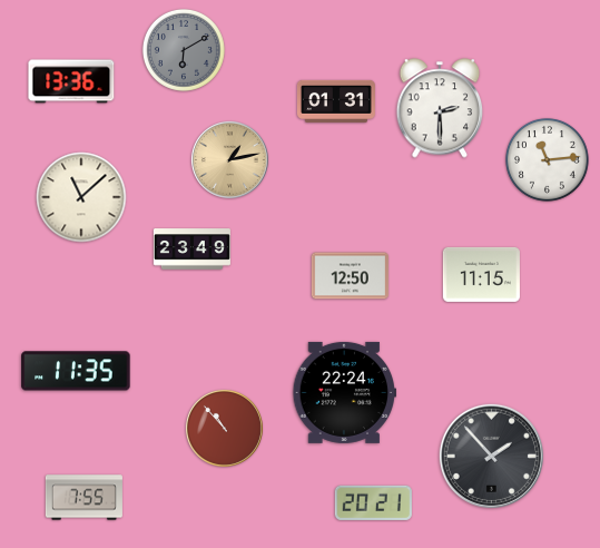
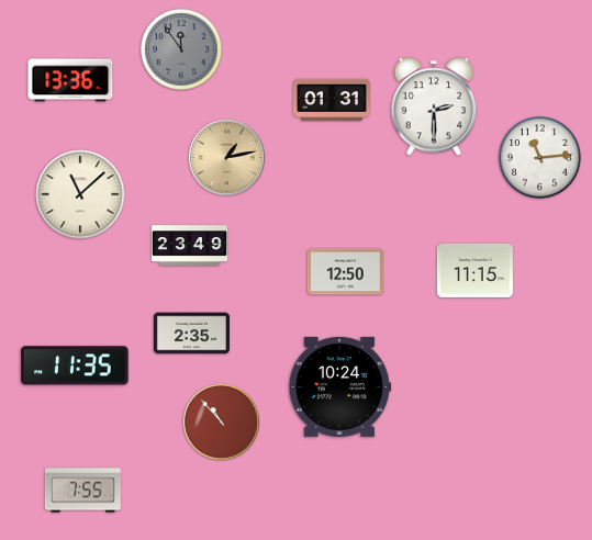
clock at (184, 50): 6:10 -> 11:54
clock at (191, 334): none -> 2:35
clock at (345, 392): 22:24 -> 10:24
clock at (491, 456): 1:53 -> none
clock at (373, 502): 20:21 -> none
